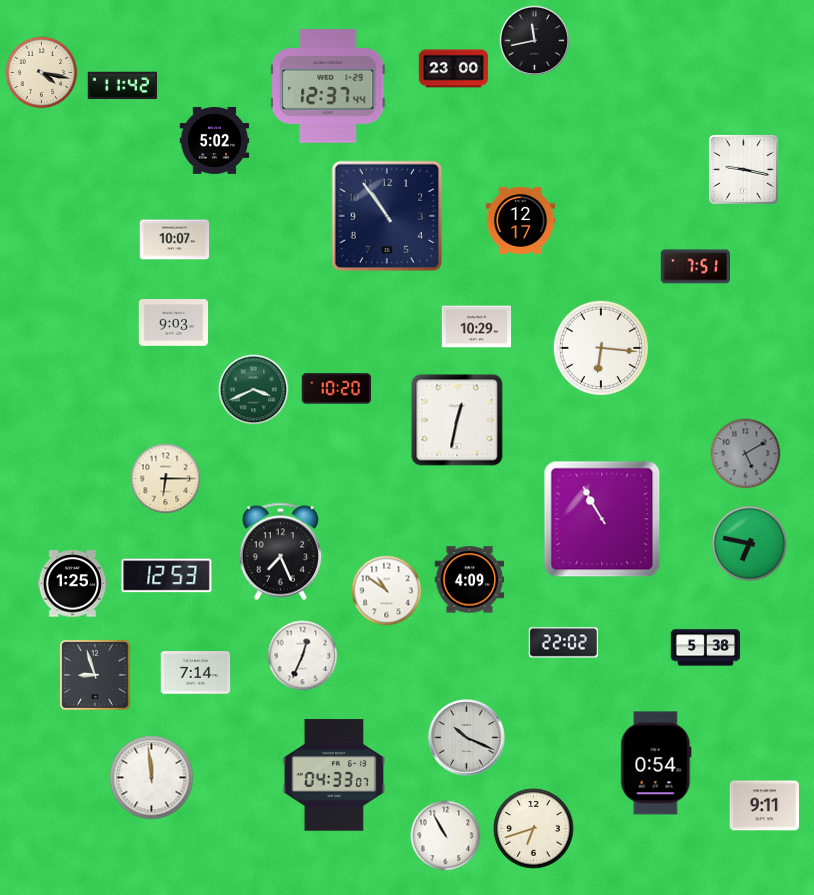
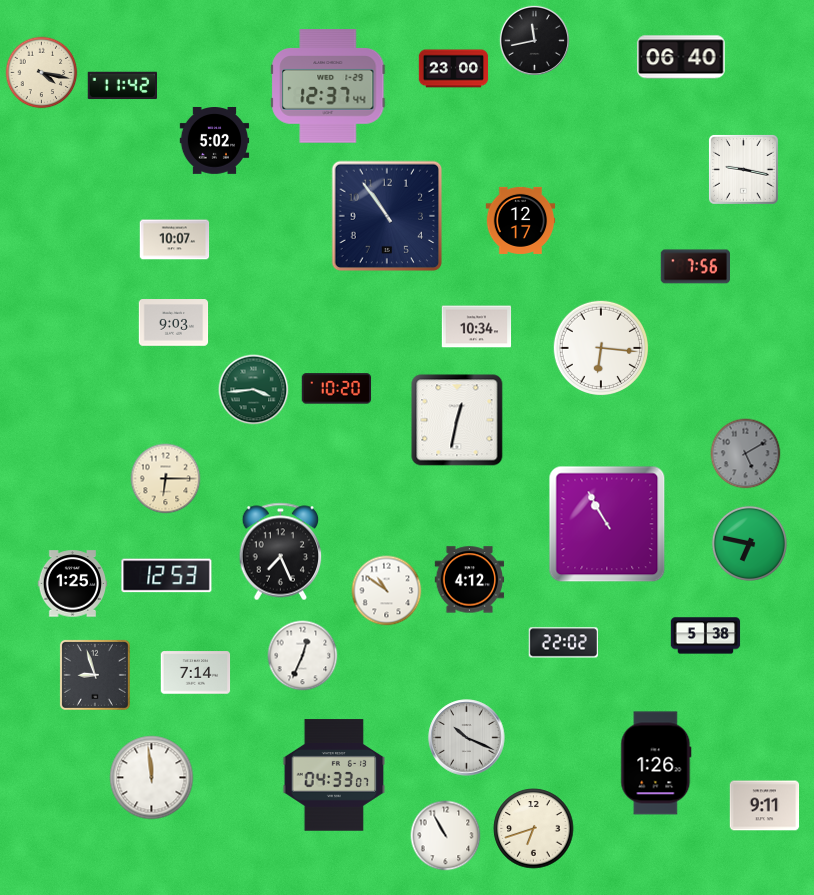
clock at (681, 57): none -> 06:40
clock at (696, 267): 7:51 -> 7:56
clock at (477, 327): 10:29 -> 10:34
clock at (254, 390): 3:41 -> 3:44
clock at (602, 519) position: (602, 519) -> (607, 524)
clock at (470, 580): 4:09 -> 4:12
clock at (706, 648) position: (706, 648) -> (706, 636)
clock at (656, 763): 0:54 -> 1:26
